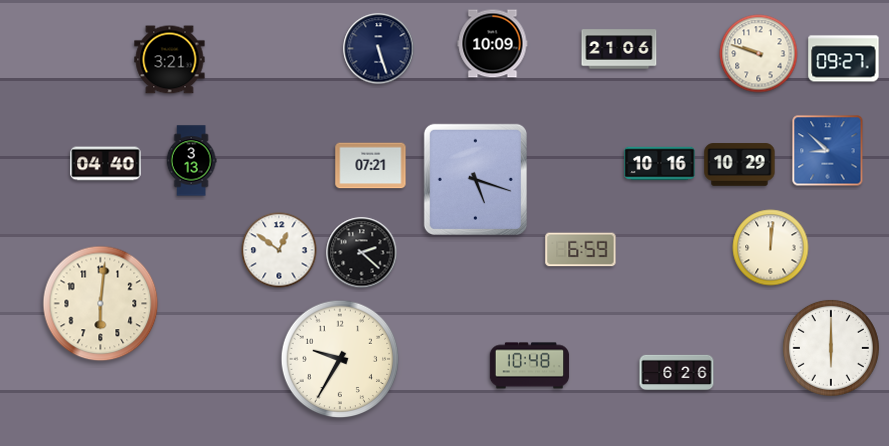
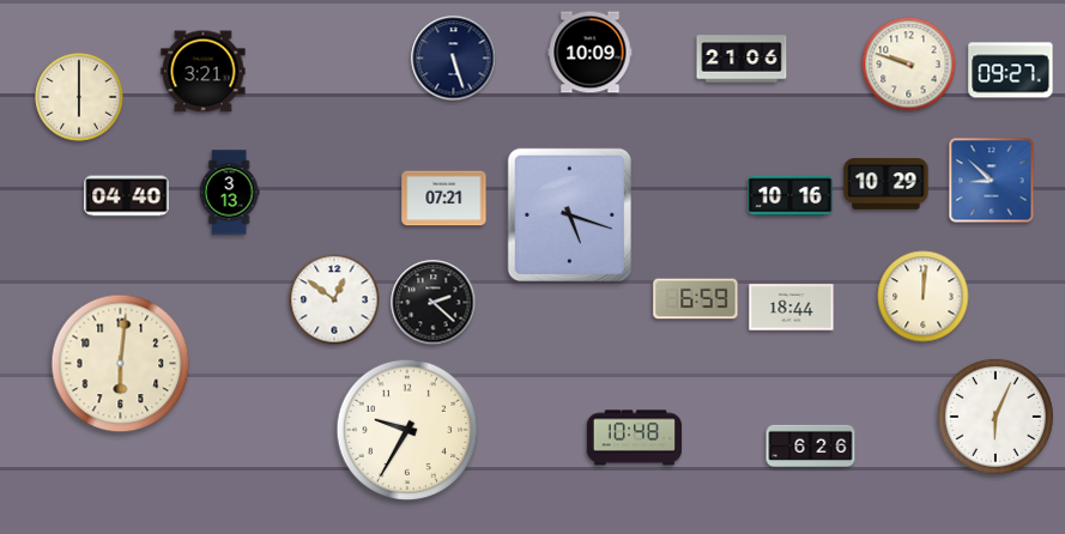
clock at (79, 97): none -> 6:00
clock at (740, 165) position: (740, 165) -> (887, 184)
clock at (792, 308): none -> 18:44
clock at (831, 348): 6:00 -> 6:04
